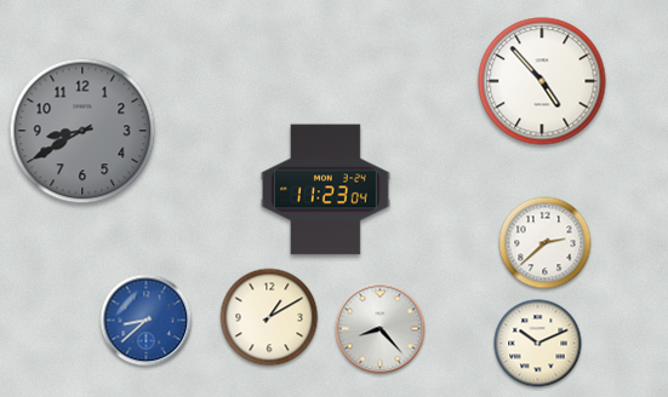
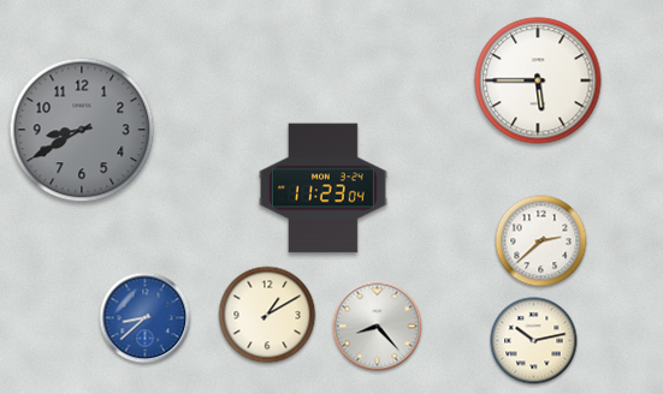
clock at (542, 81): 4:53 -> 5:45
clock at (538, 344): 10:11 -> 10:13
